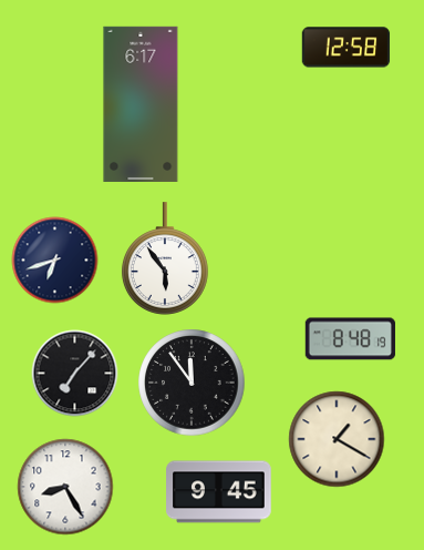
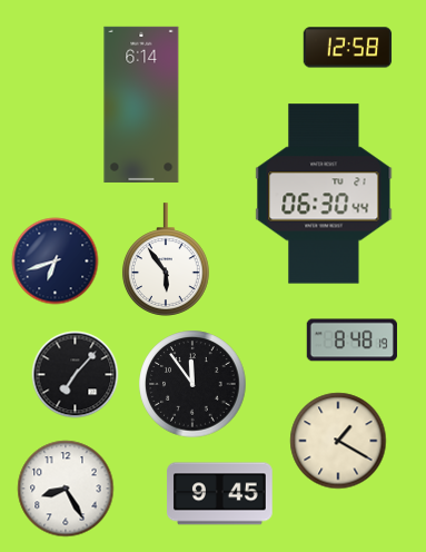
clock at (141, 104): 6:17 -> 6:14
clock at (324, 194): none -> 06:30
